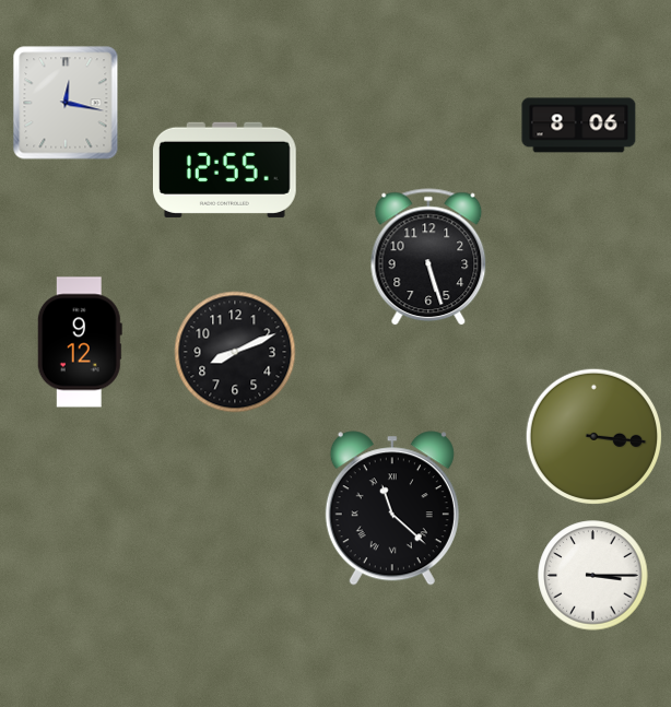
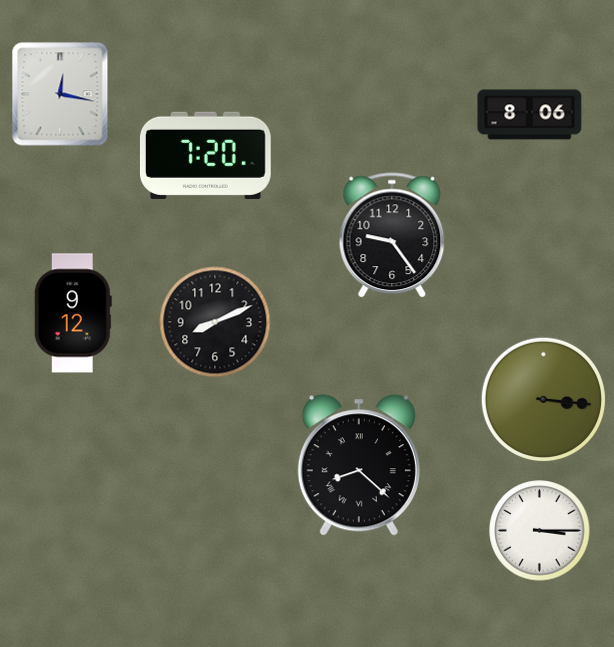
clock at (224, 169): 12:55 -> 7:20
clock at (428, 258): 5:27 -> 9:24
clock at (392, 508): 11:22 -> 8:22
clock at (593, 576) position: (593, 576) -> (540, 531)
